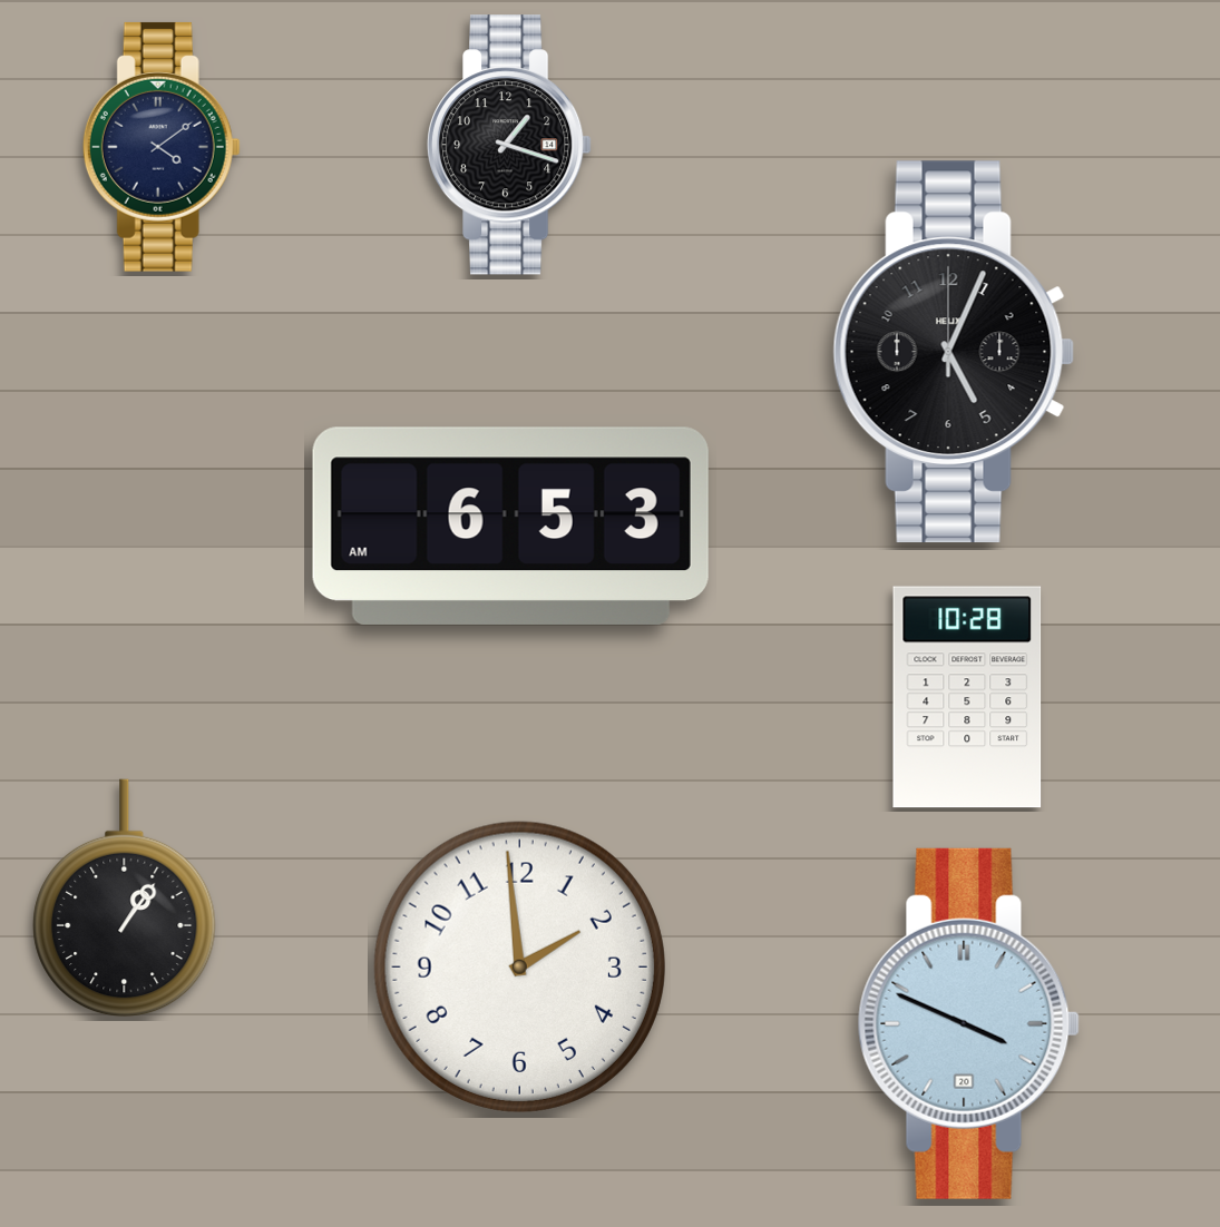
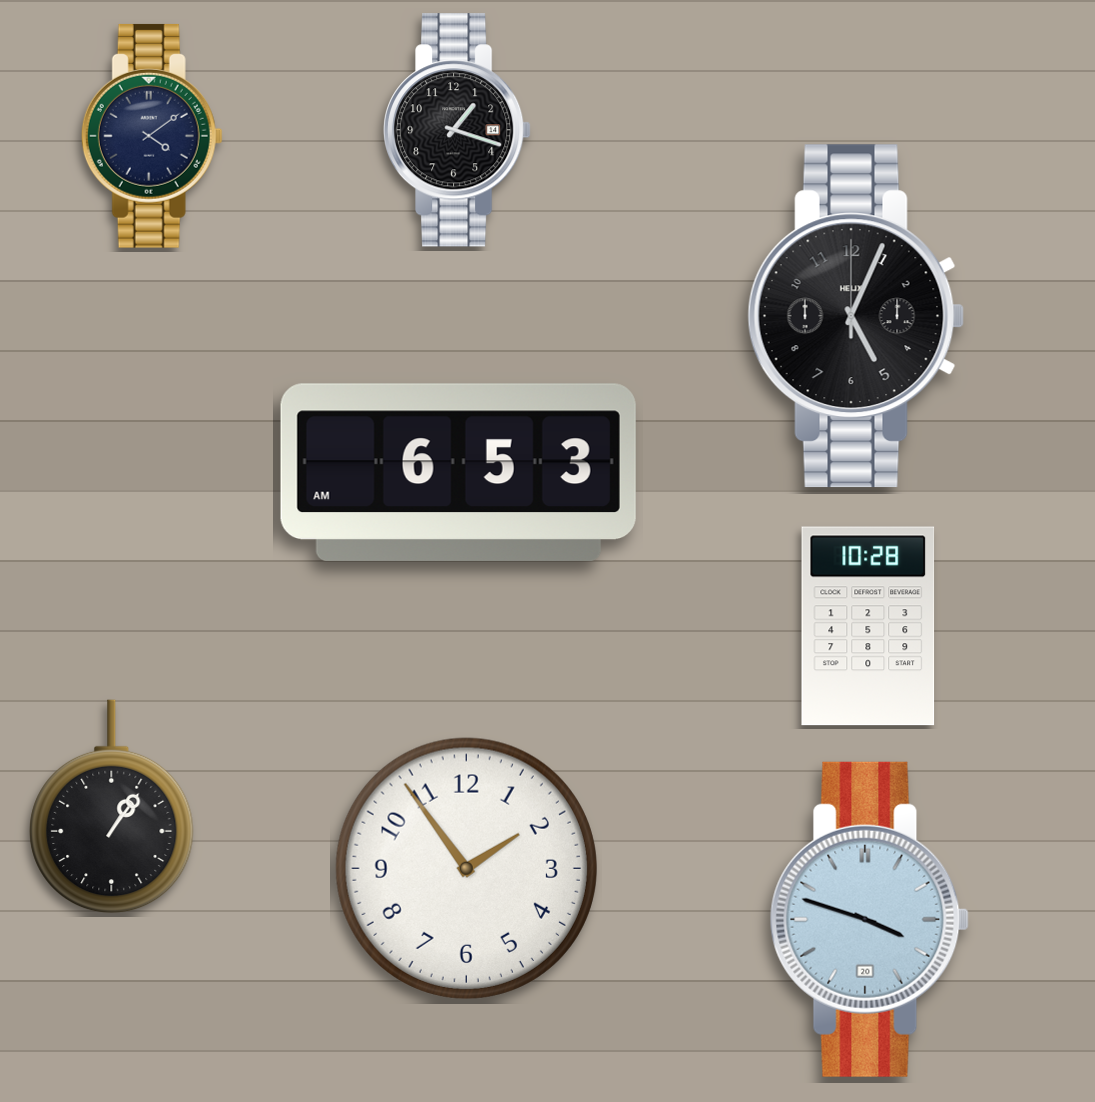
clock at (162, 147) position: (162, 147) -> (152, 136)
clock at (519, 966): 1:59 -> 1:54
clock at (968, 1023): 3:49 -> 3:48
